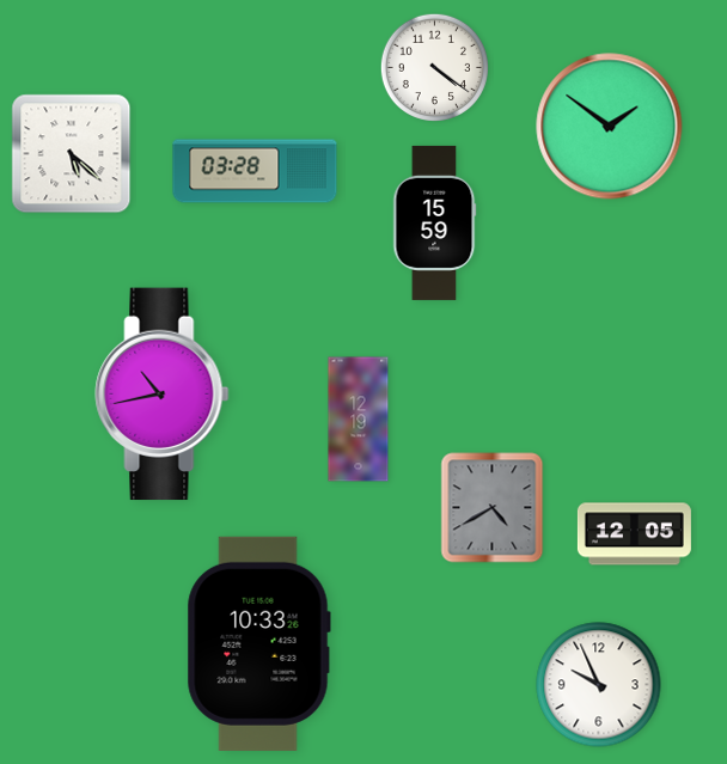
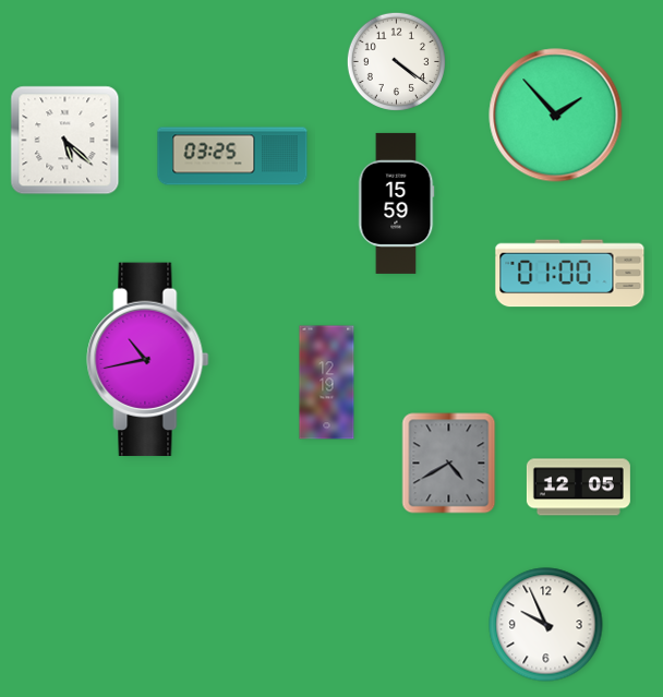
clock at (610, 127): 1:51 -> 1:53
clock at (255, 171): 03:28 -> 03:25
clock at (570, 274): none -> 01:00
clock at (258, 643): 10:33 -> none
